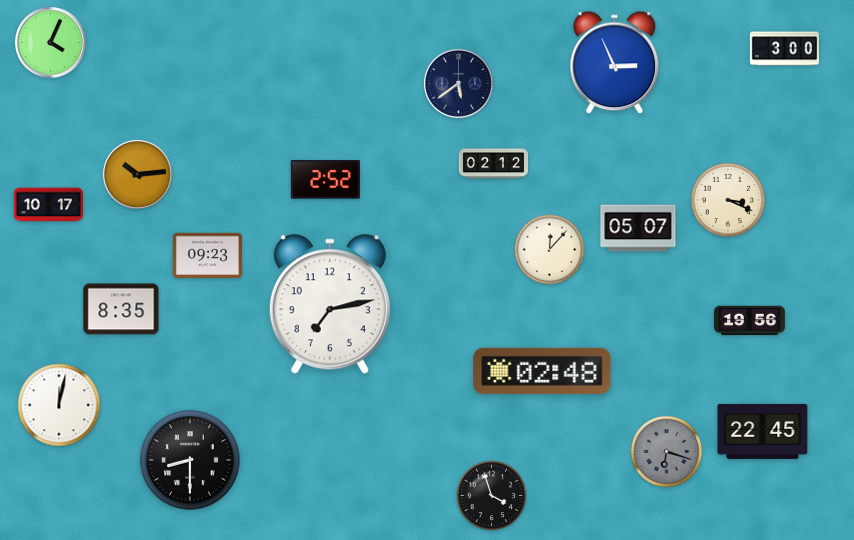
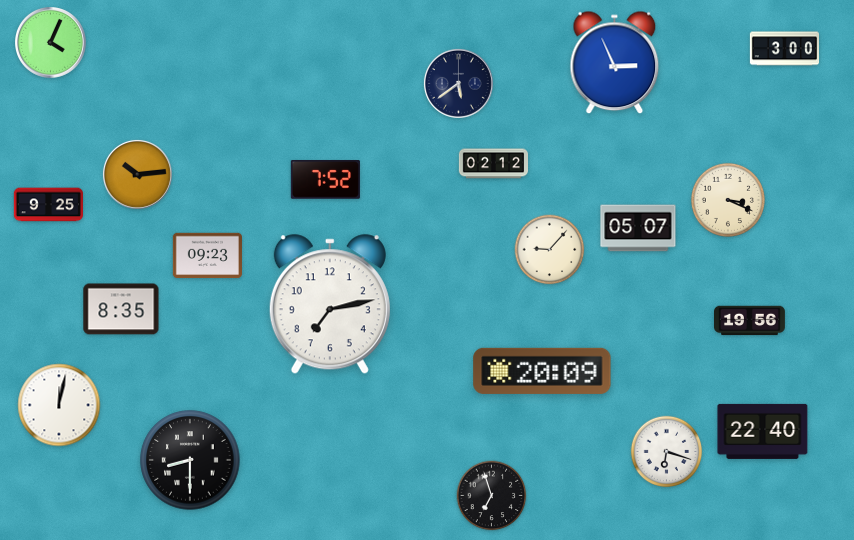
clock at (325, 180): 2:52 -> 7:52
clock at (48, 205): 10:17 -> 9:25
clock at (550, 250): 12:07 -> 9:07
clock at (542, 371): 02:48 -> 20:09
clock at (763, 431): 22:45 -> 22:40
clock at (667, 452) dial: grey -> white
clock at (492, 496): 3:57 -> 6:57
